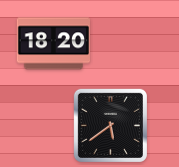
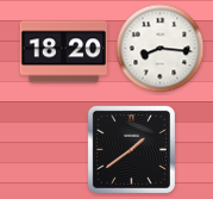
clock at (161, 49): none -> 8:16
clock at (110, 125): 5:39 -> 1:39
